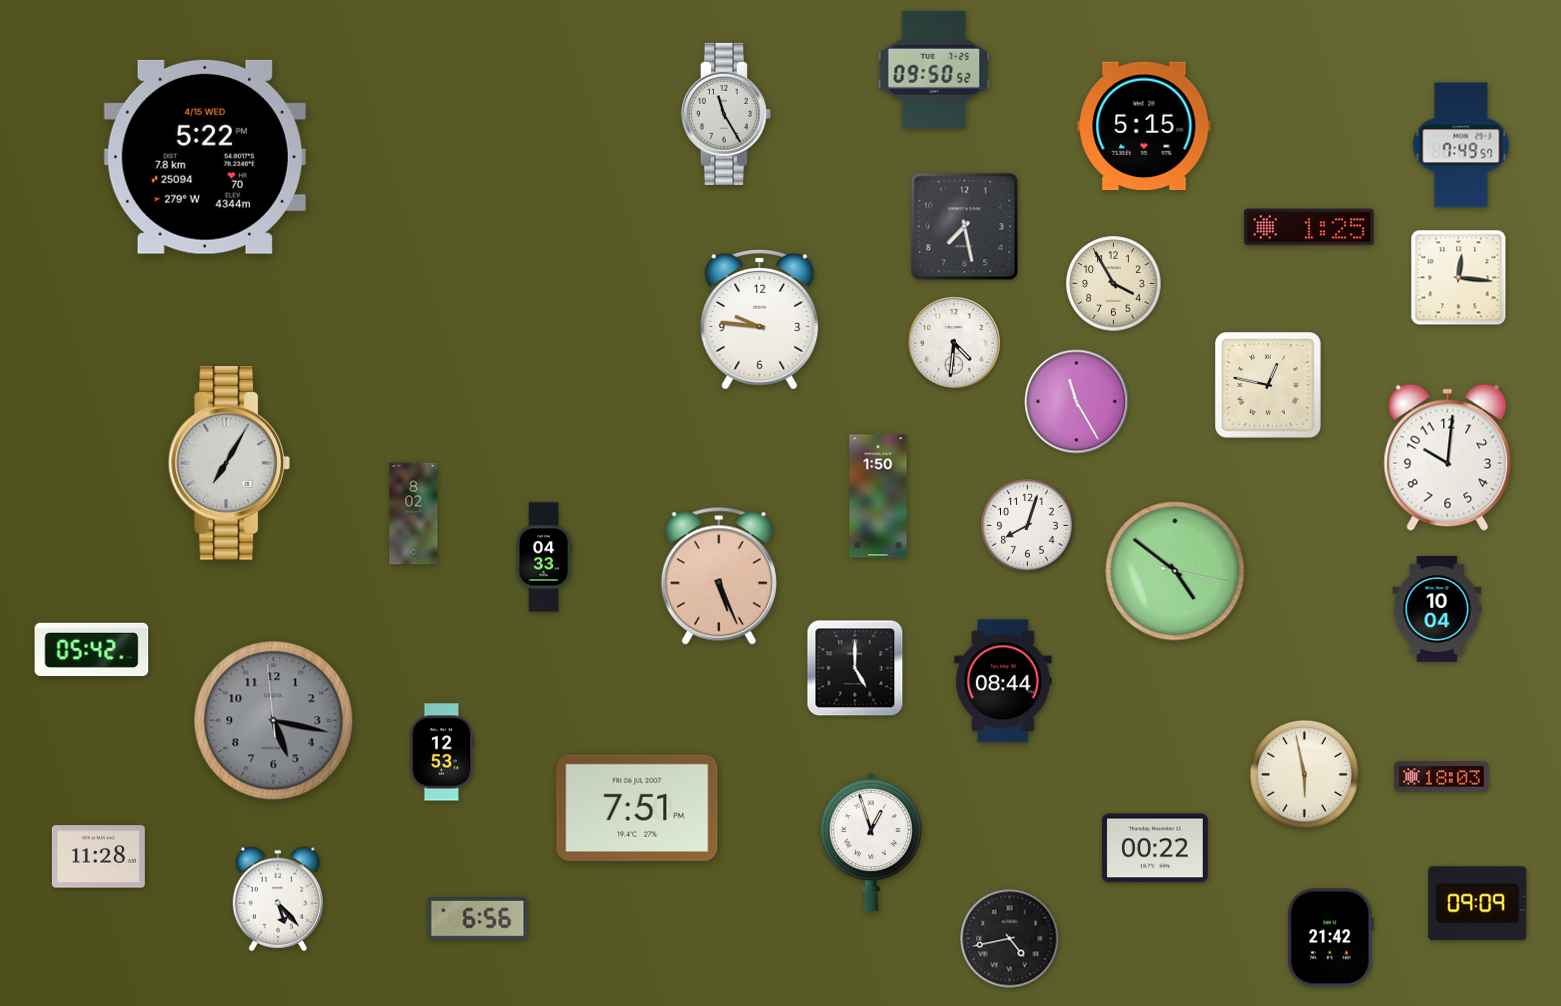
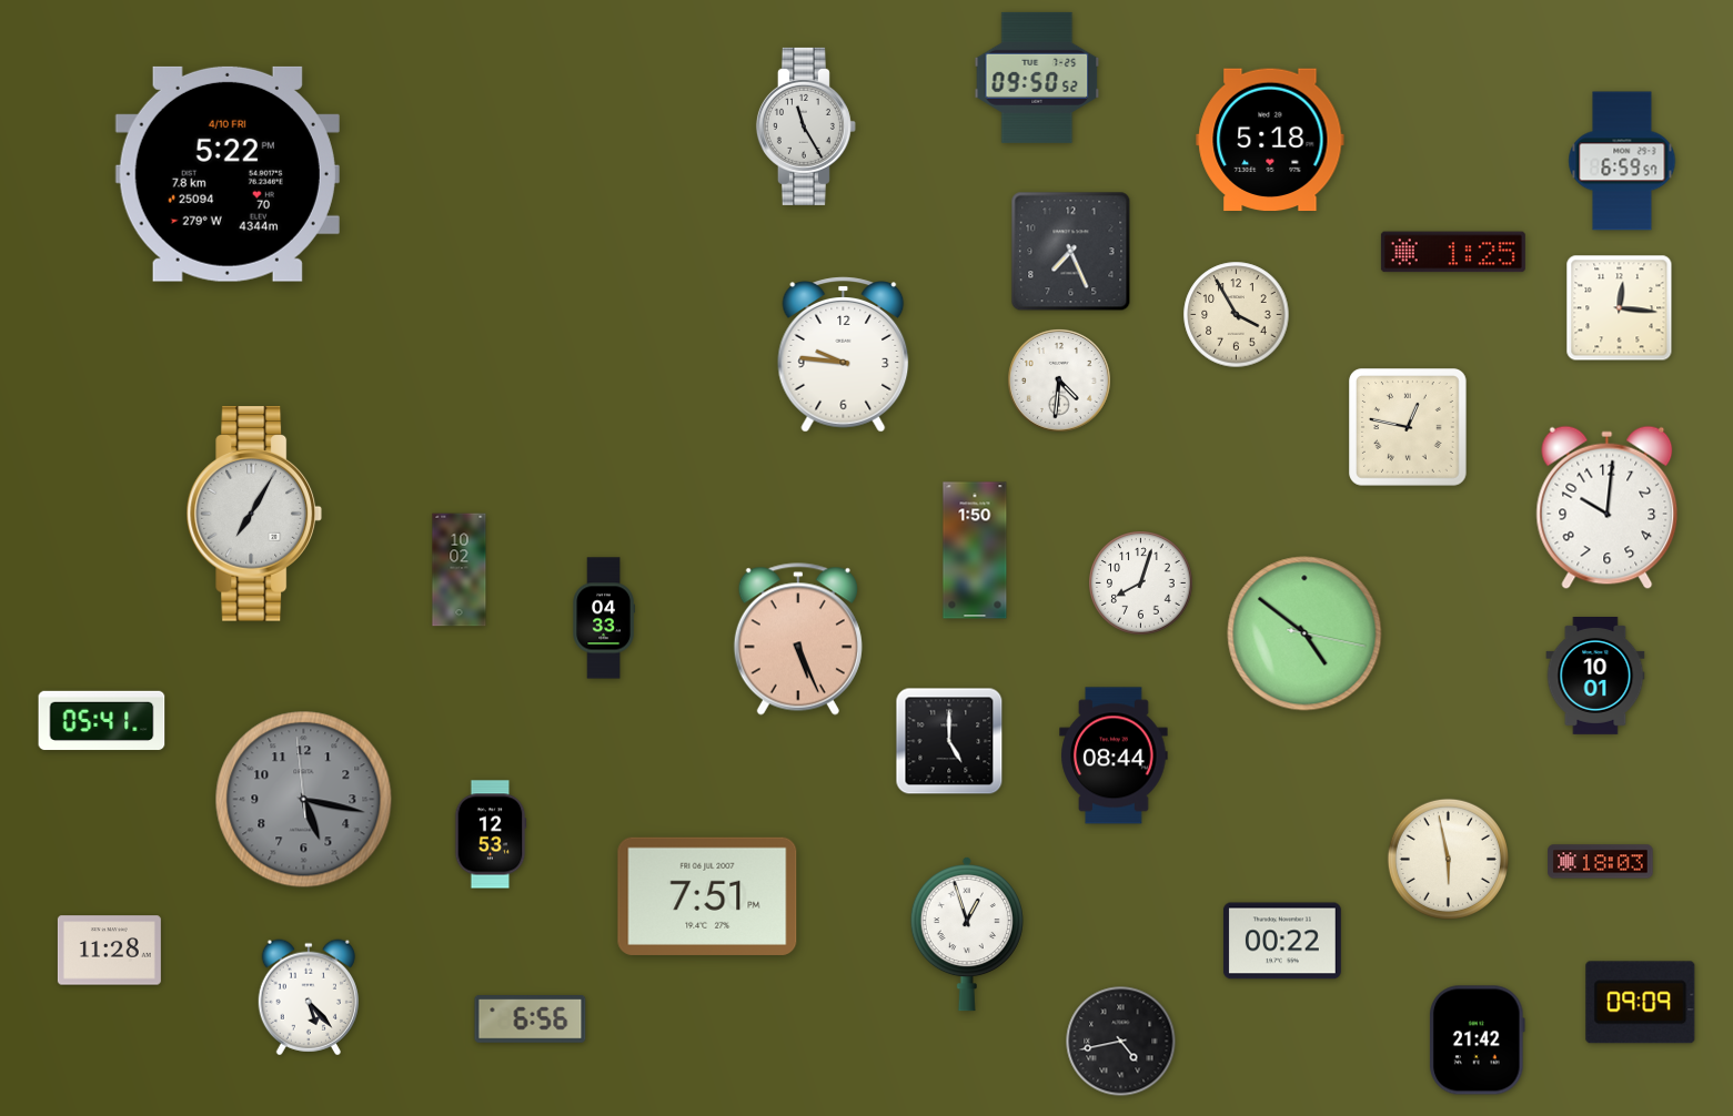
clock at (1144, 126): 5:15 -> 5:18
clock at (1461, 145): 7:49 -> 6:59
clock at (205, 157) date: 4/15 WED -> 4/10 FRI
clock at (965, 227): 7:28 -> 7:26
clock at (1077, 402): 11:25 -> none
clock at (414, 514): 8:02 -> 10:02
clock at (1437, 610): 10:04 -> 10:01
clock at (92, 650): 05:42 -> 05:41
